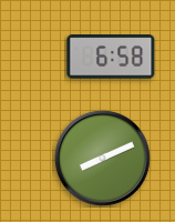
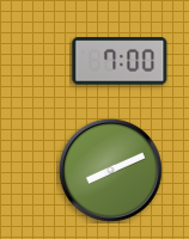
clock at (111, 57): 6:58 -> 7:00
